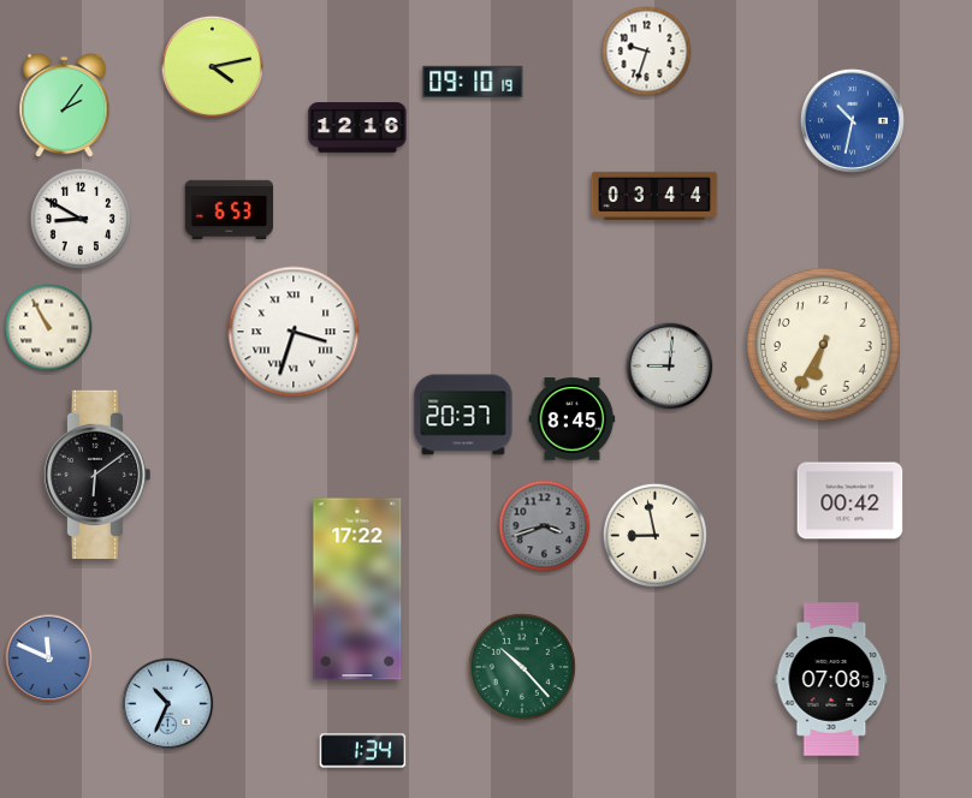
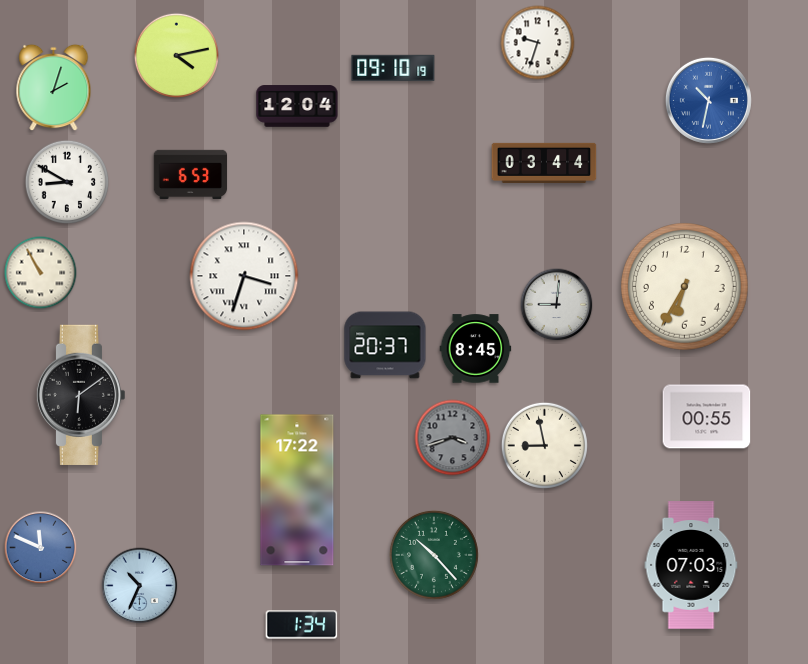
clock at (65, 106): 2:06 -> 2:03
clock at (357, 127): 12:16 -> 12:04
clock at (850, 501): 00:42 -> 00:55
clock at (831, 679): 07:08 -> 07:03
